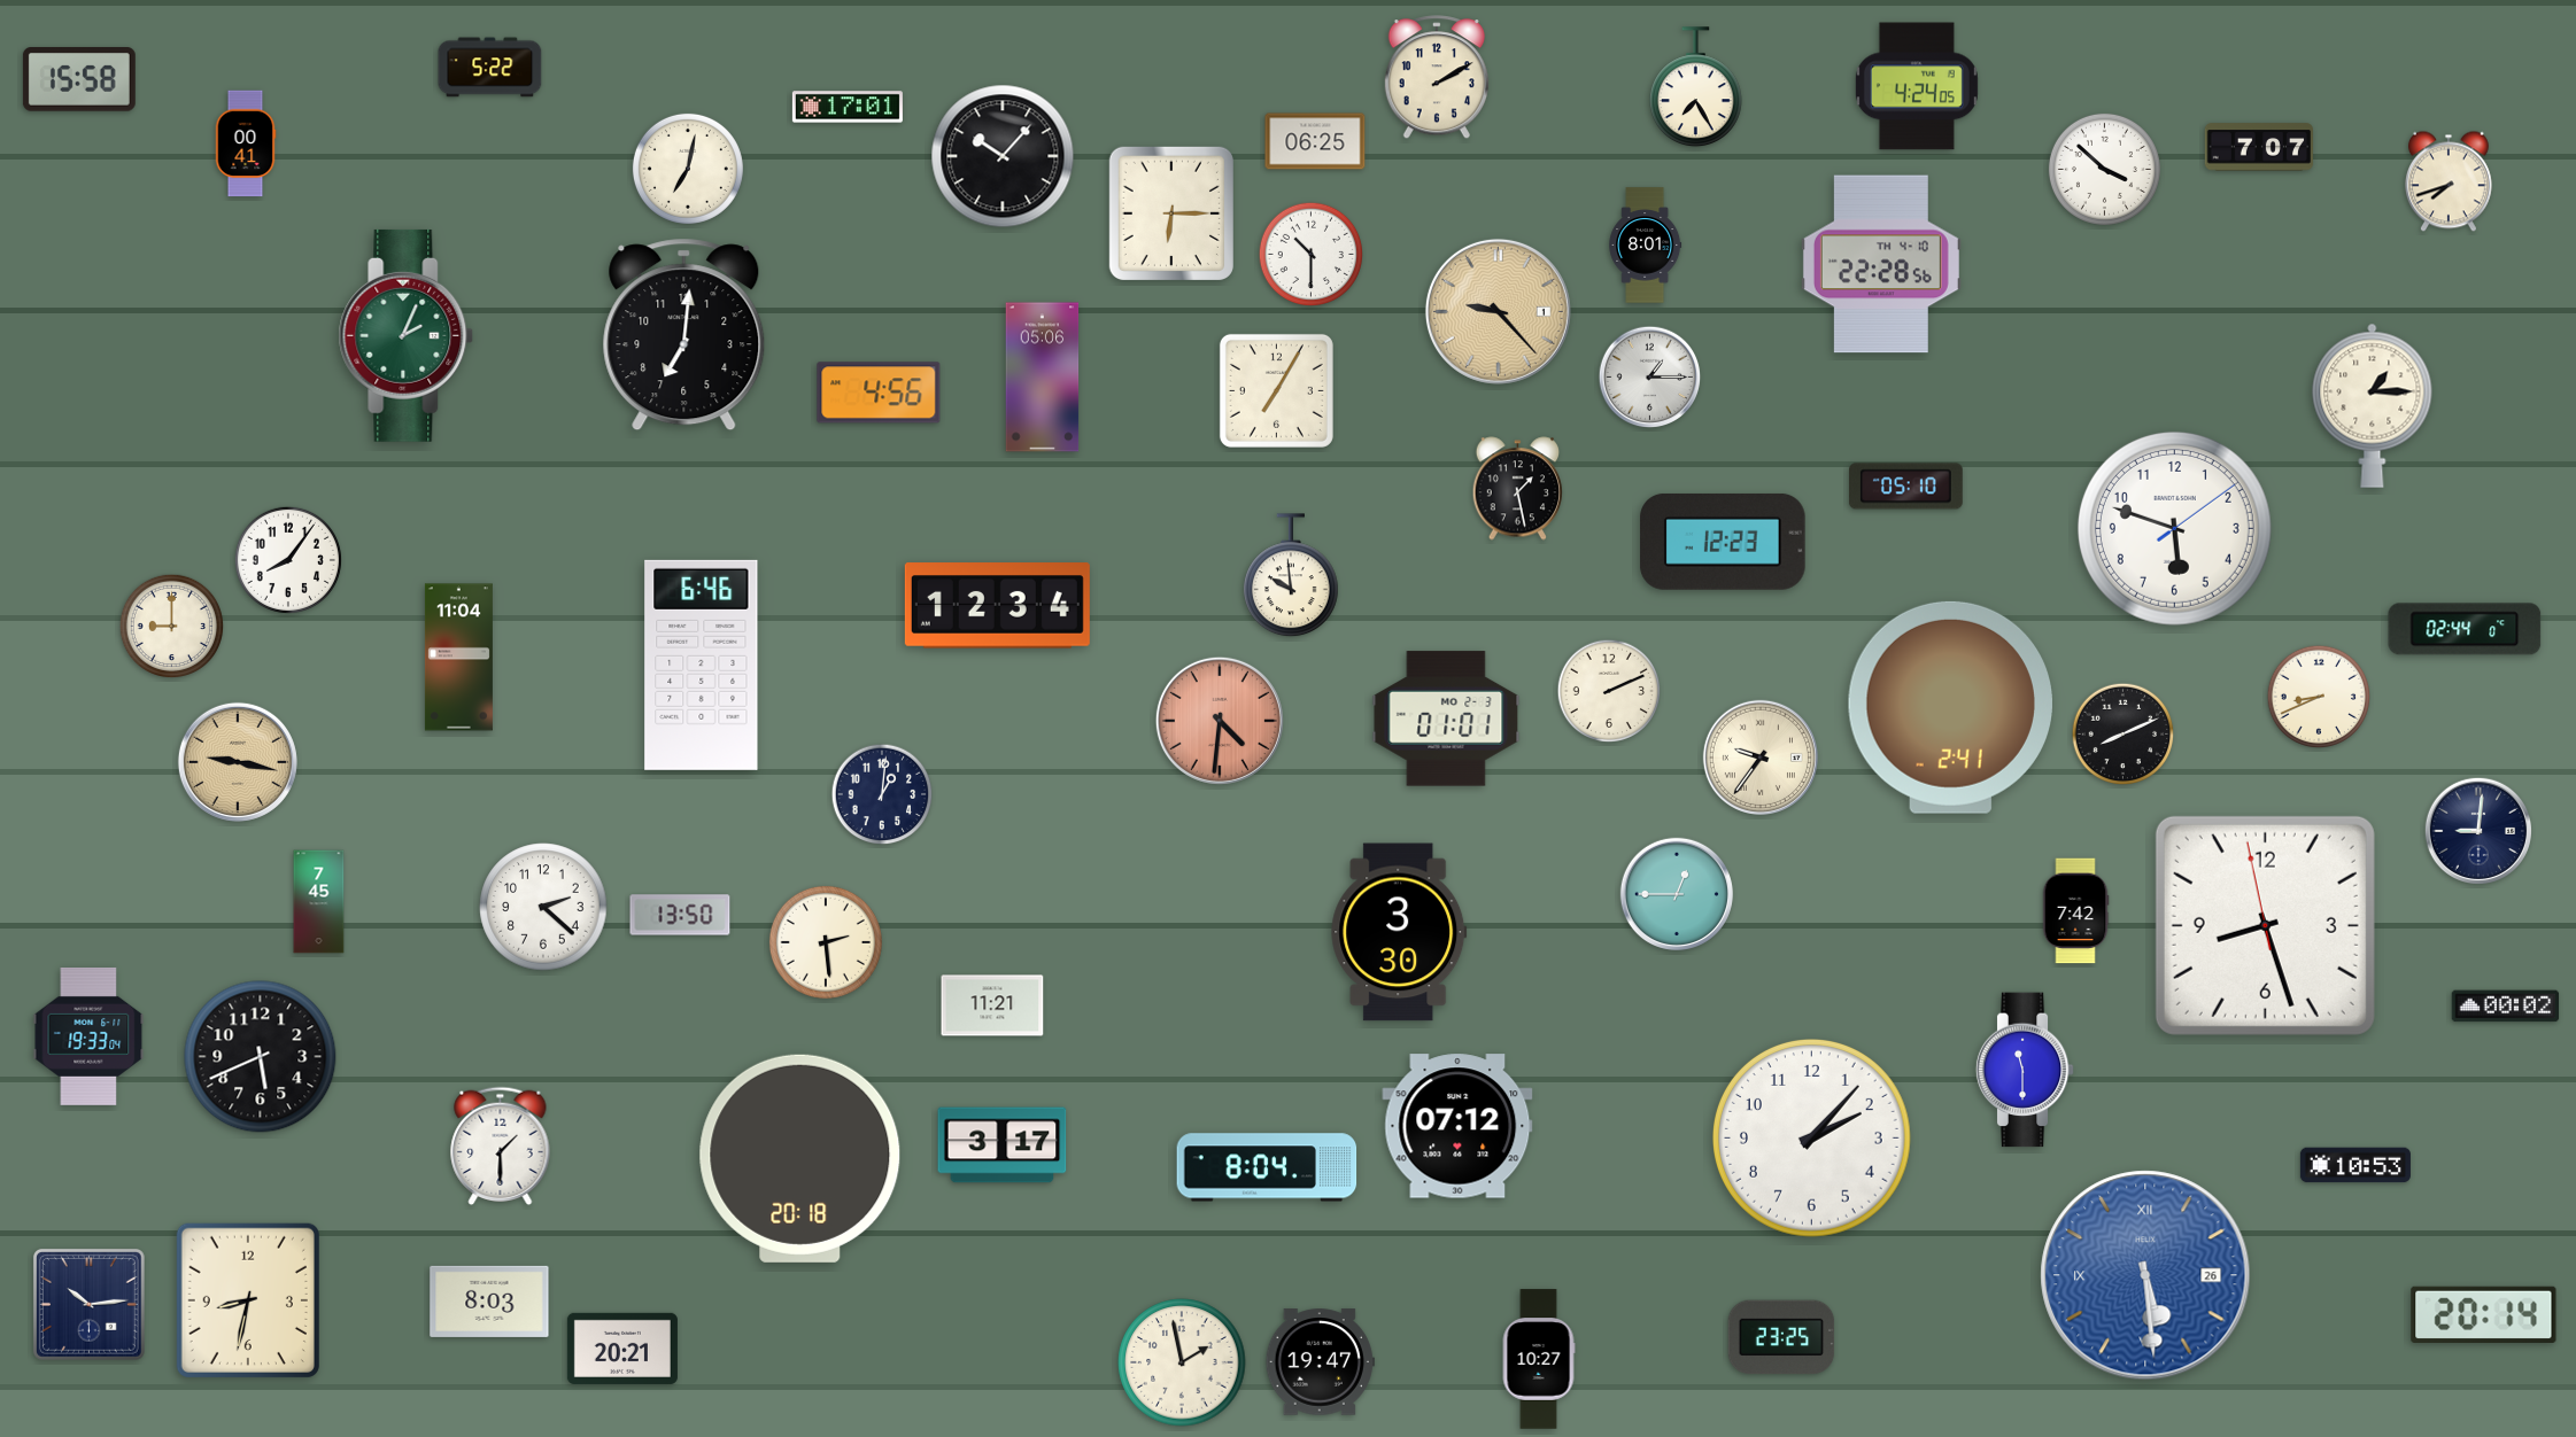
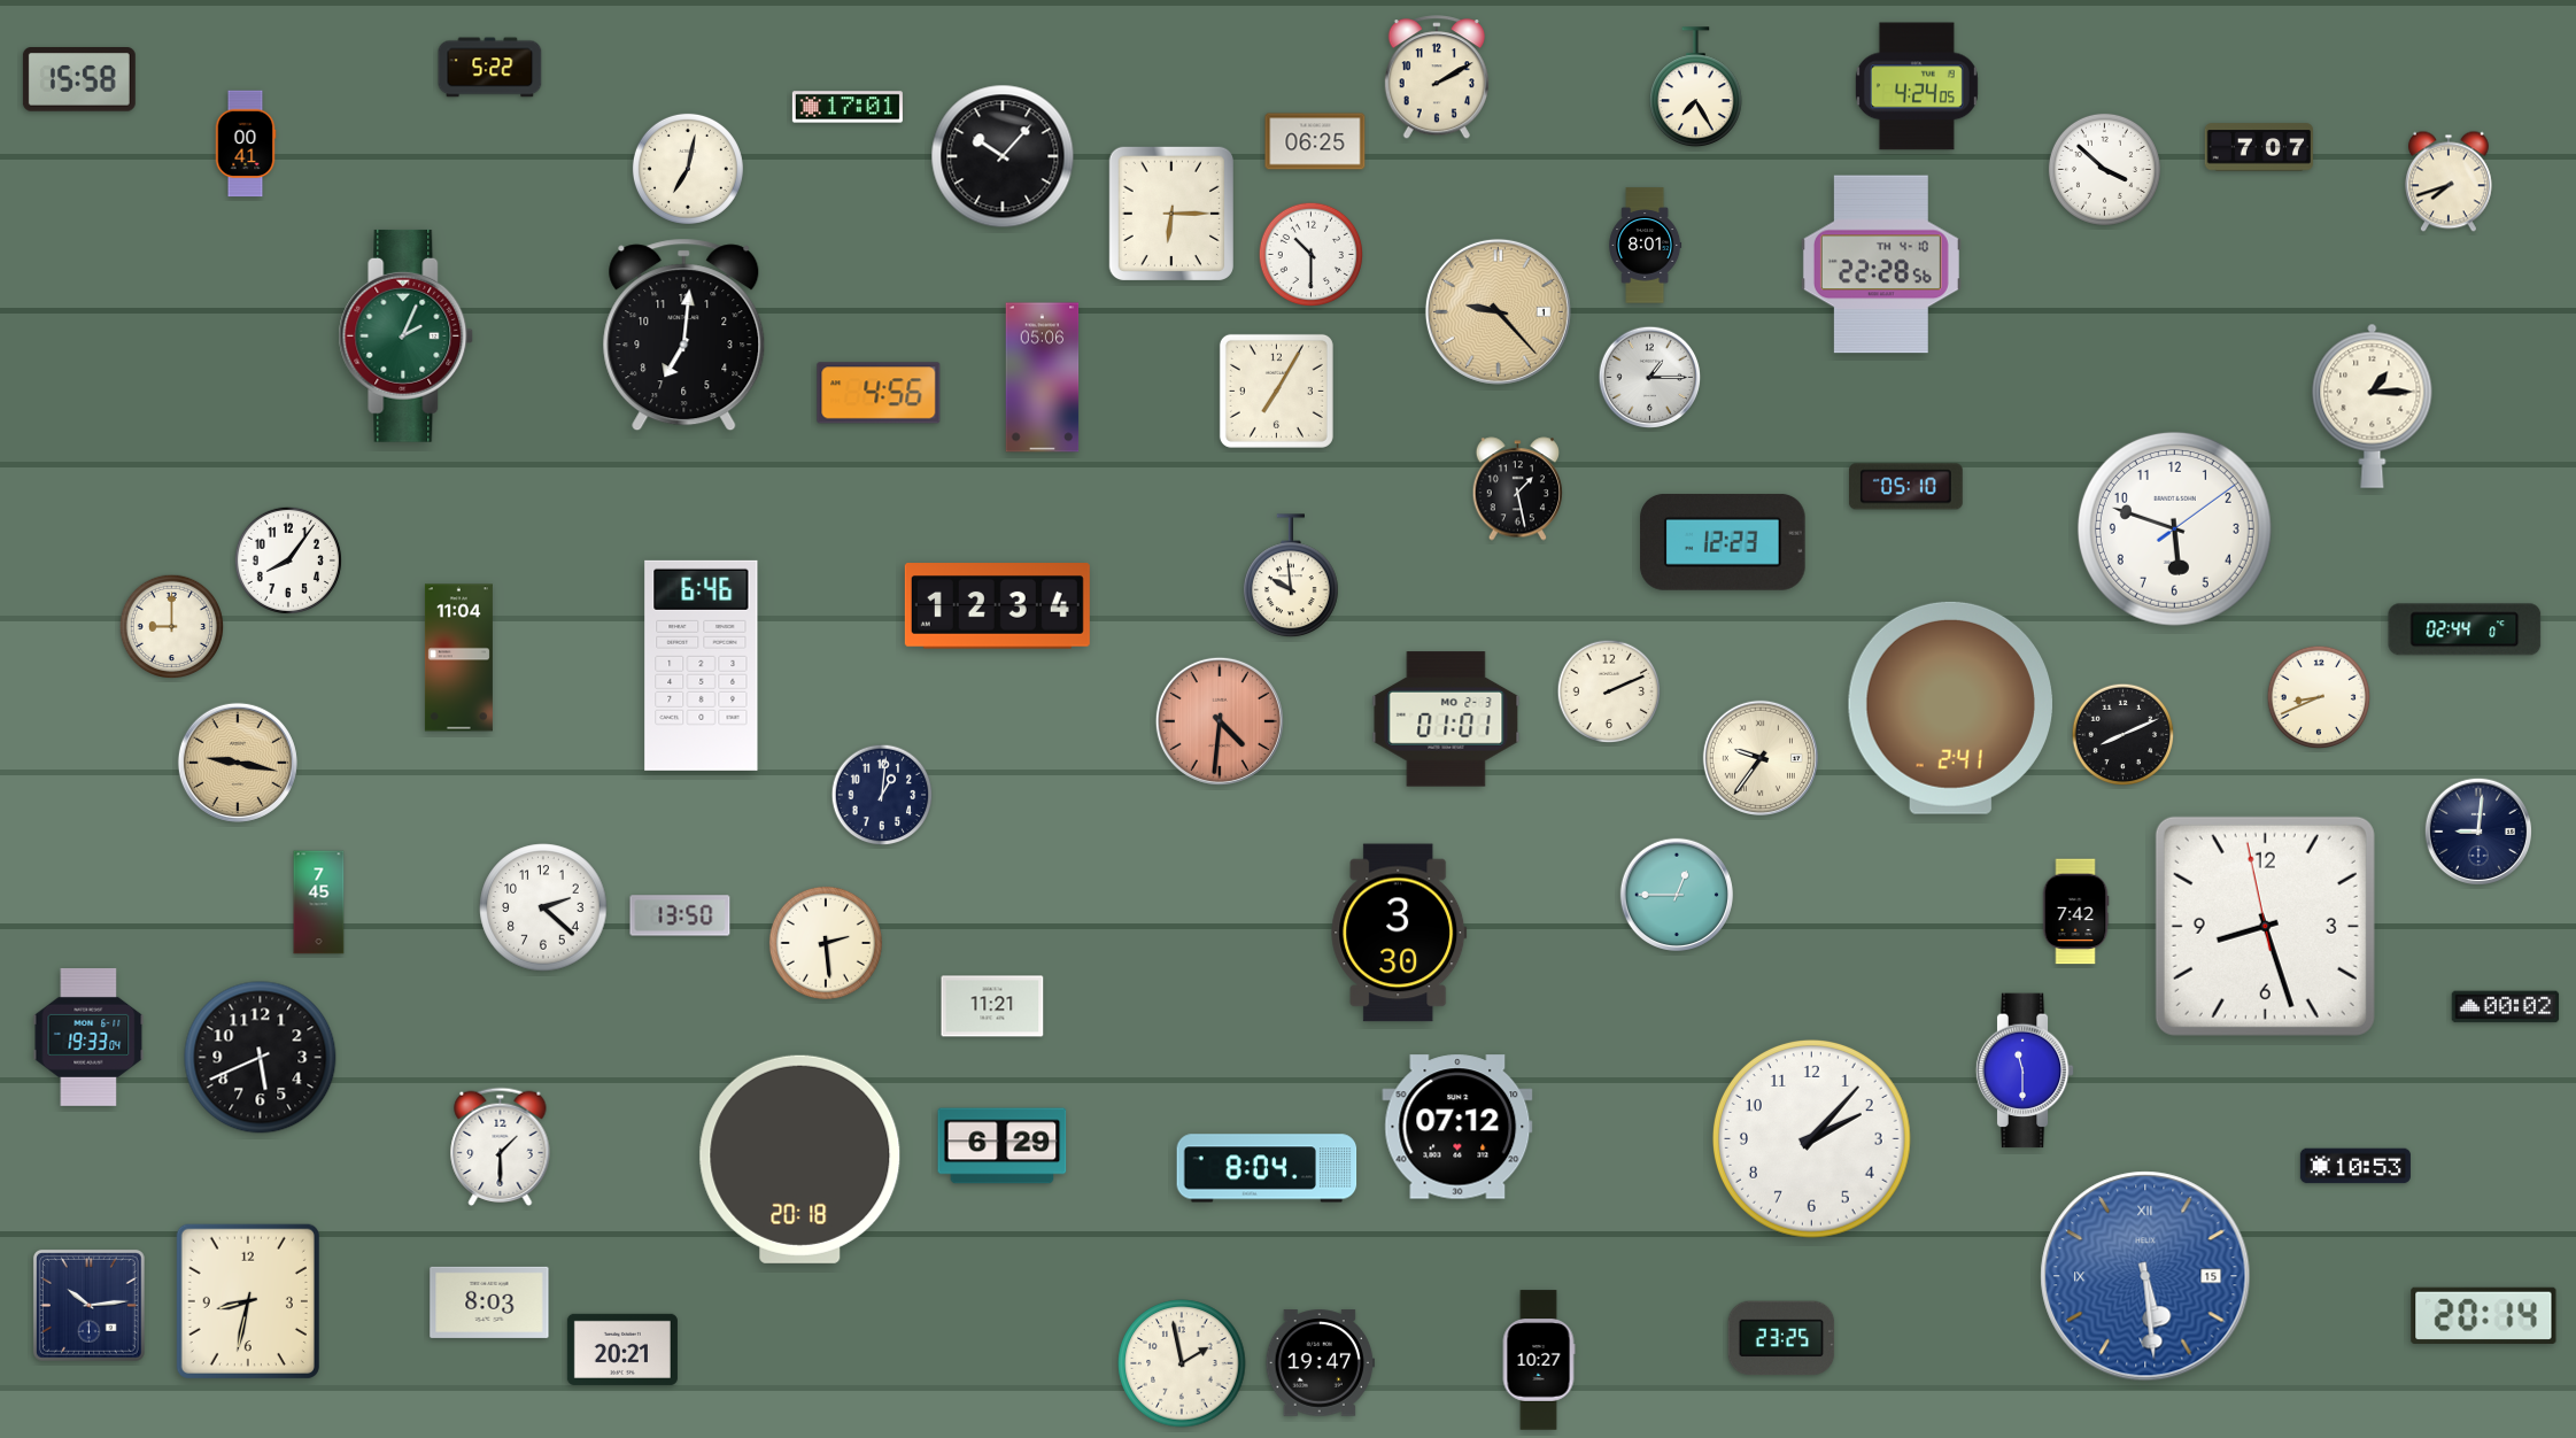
clock at (1003, 1145): 3:17 -> 6:29
clock at (2145, 1275) date: 26 -> 15
